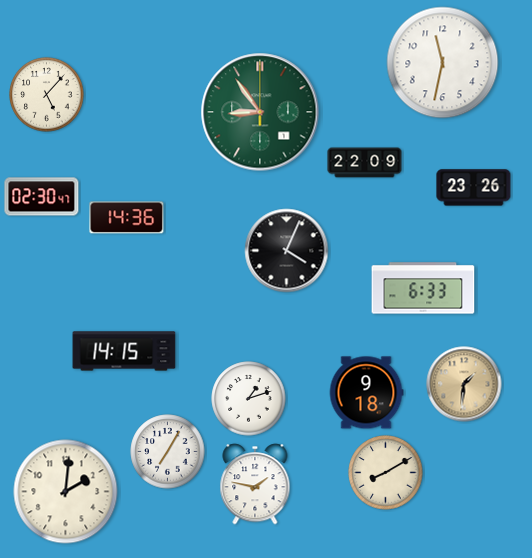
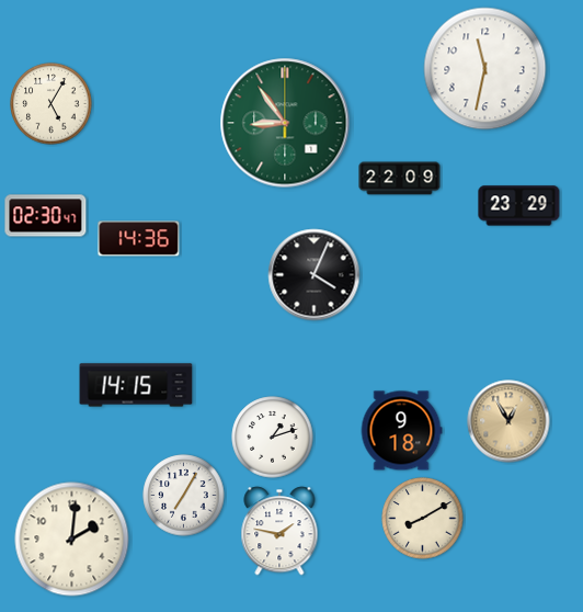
clock at (47, 95): 5:07 -> 5:05
clock at (474, 188): 23:26 -> 23:29
clock at (423, 288): 6:33 -> none
clock at (464, 384): 1:31 -> 12:55
